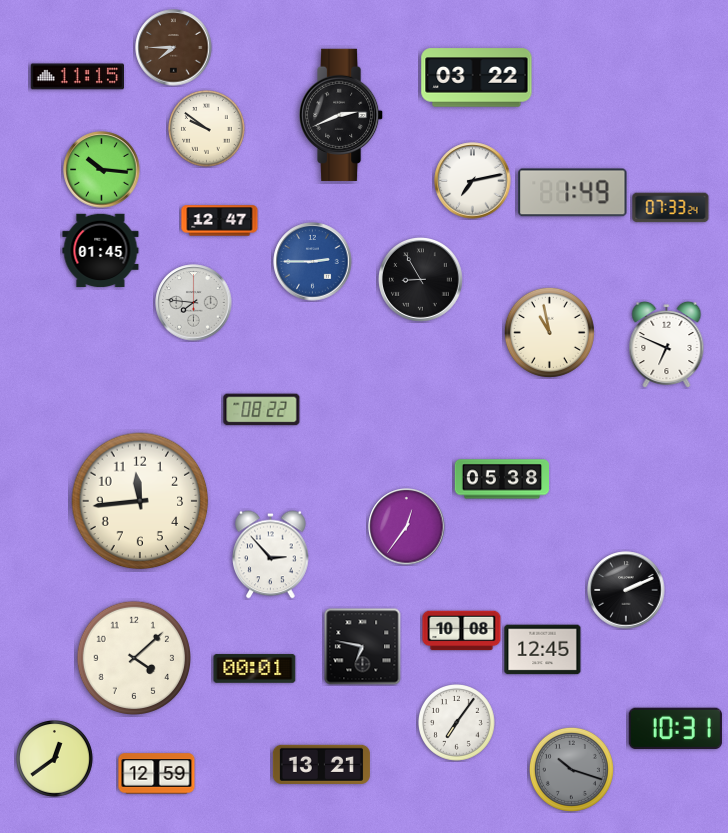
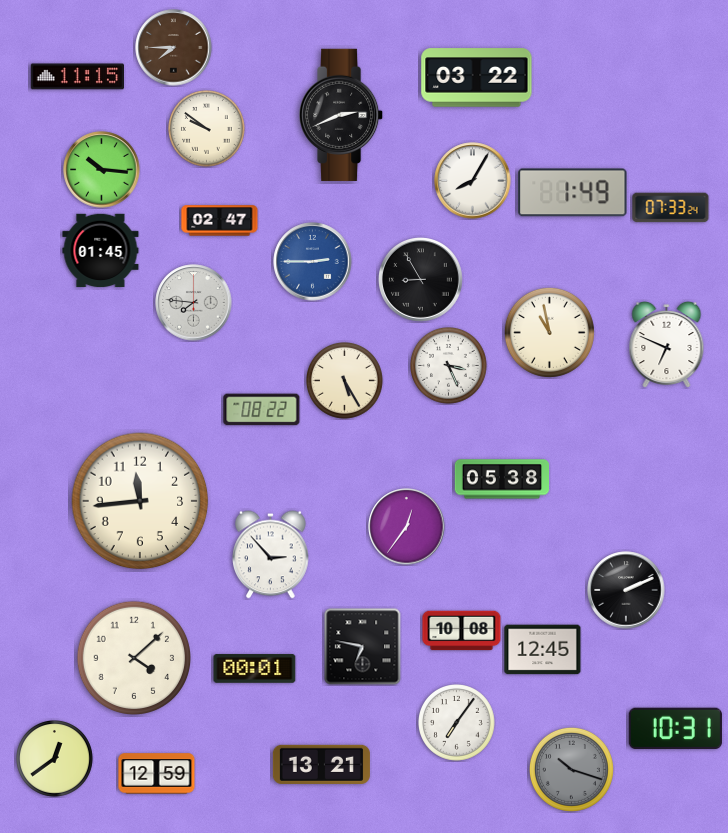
clock at (473, 181): 7:13 -> 8:05
clock at (220, 221): 12:47 -> 02:47
clock at (449, 366): none -> 3:26
clock at (345, 381): none -> 5:25
